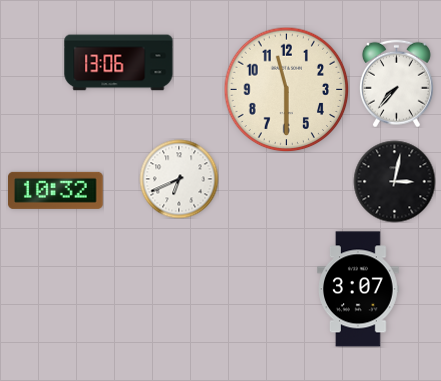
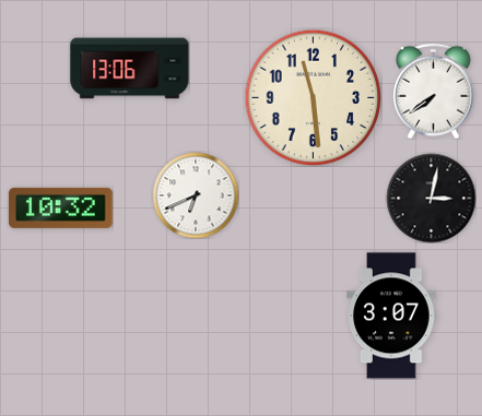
clock at (396, 83): 7:37 -> 7:39
clock at (286, 89): 11:30 -> 11:29
